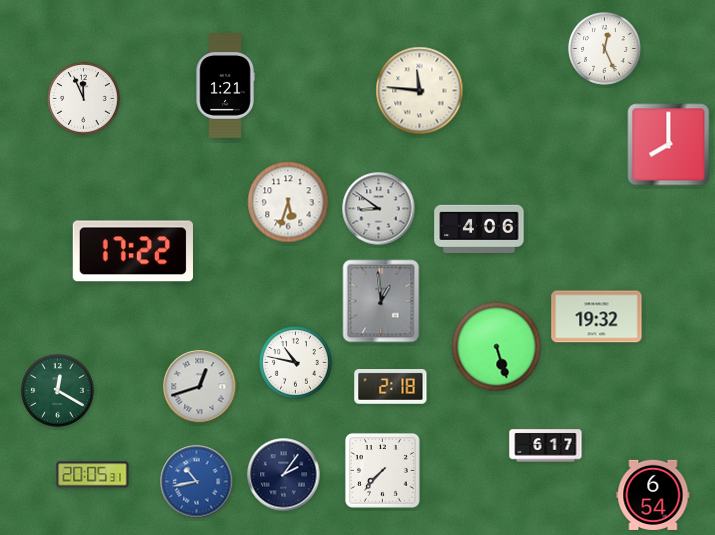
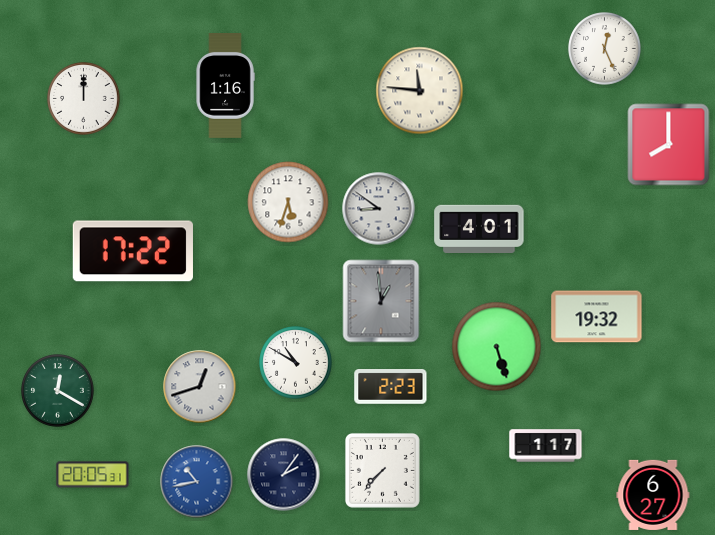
clock at (225, 86): 1:21 -> 1:16
clock at (84, 99): 11:56 -> 12:00
clock at (479, 228): 4:06 -> 4:01
clock at (296, 363): 10:47 -> 10:50
clock at (391, 387): 2:18 -> 2:23
clock at (546, 446): 6:17 -> 1:17
clock at (653, 495): 6:54 -> 6:27
